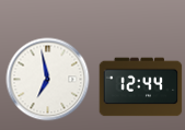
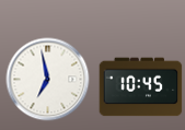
clock at (141, 87): 12:44 -> 10:45
